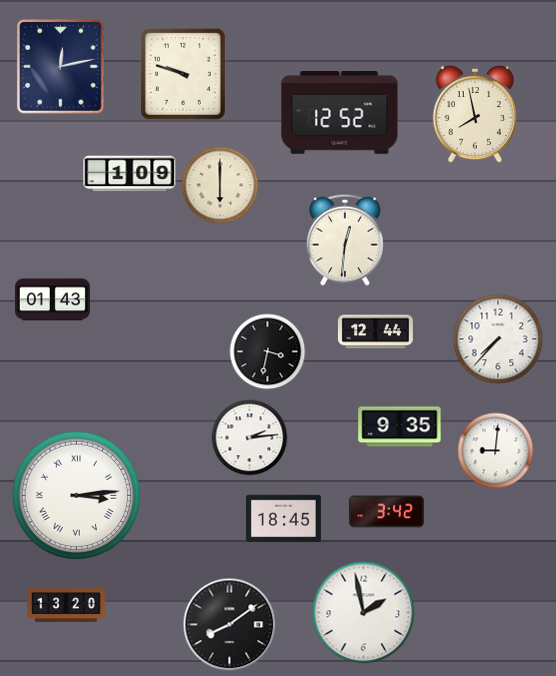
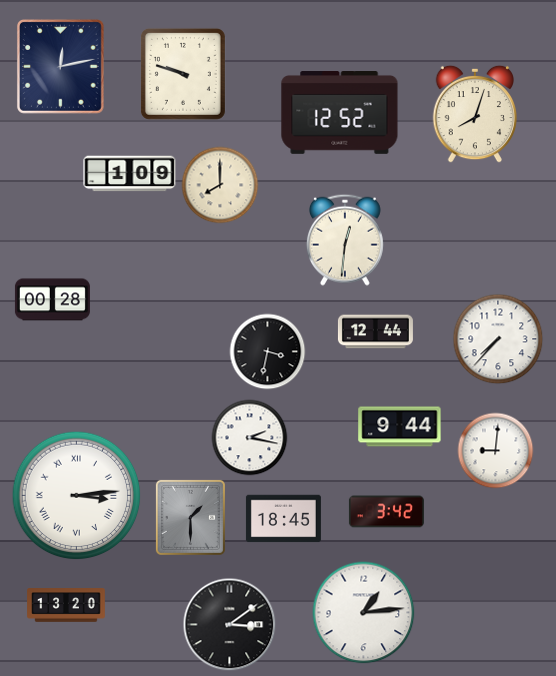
clock at (474, 114): 7:58 -> 8:03
clock at (220, 185): 6:00 -> 8:00
clock at (52, 300): 01:43 -> 00:28
clock at (400, 427): 9:35 -> 9:44
clock at (250, 438): 2:14 -> 2:17
clock at (190, 517): none -> 1:30
clock at (364, 613): 1:58 -> 1:14
clock at (230, 625): 8:09 -> 3:09
